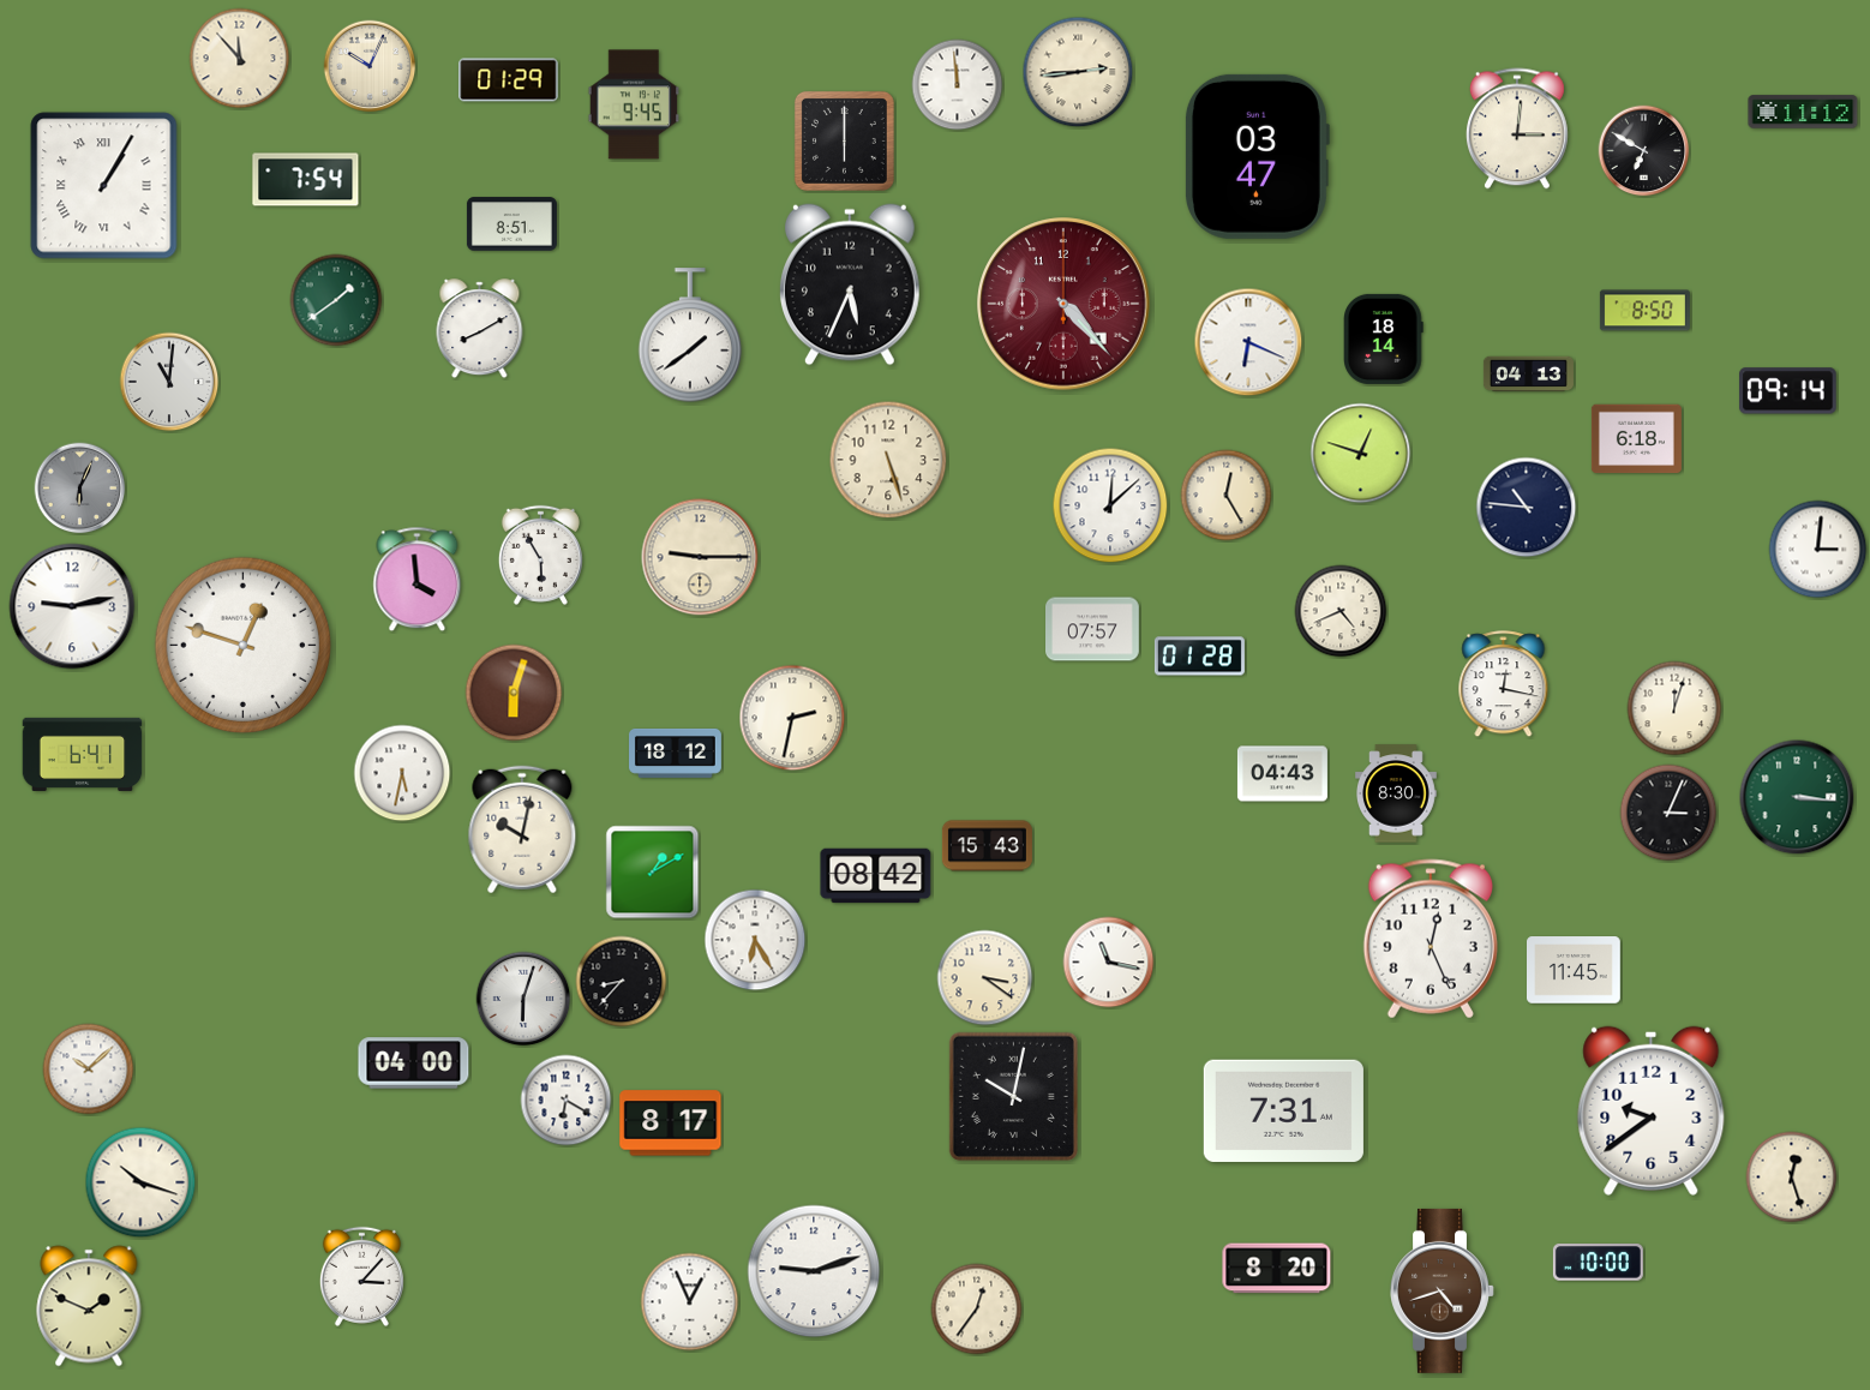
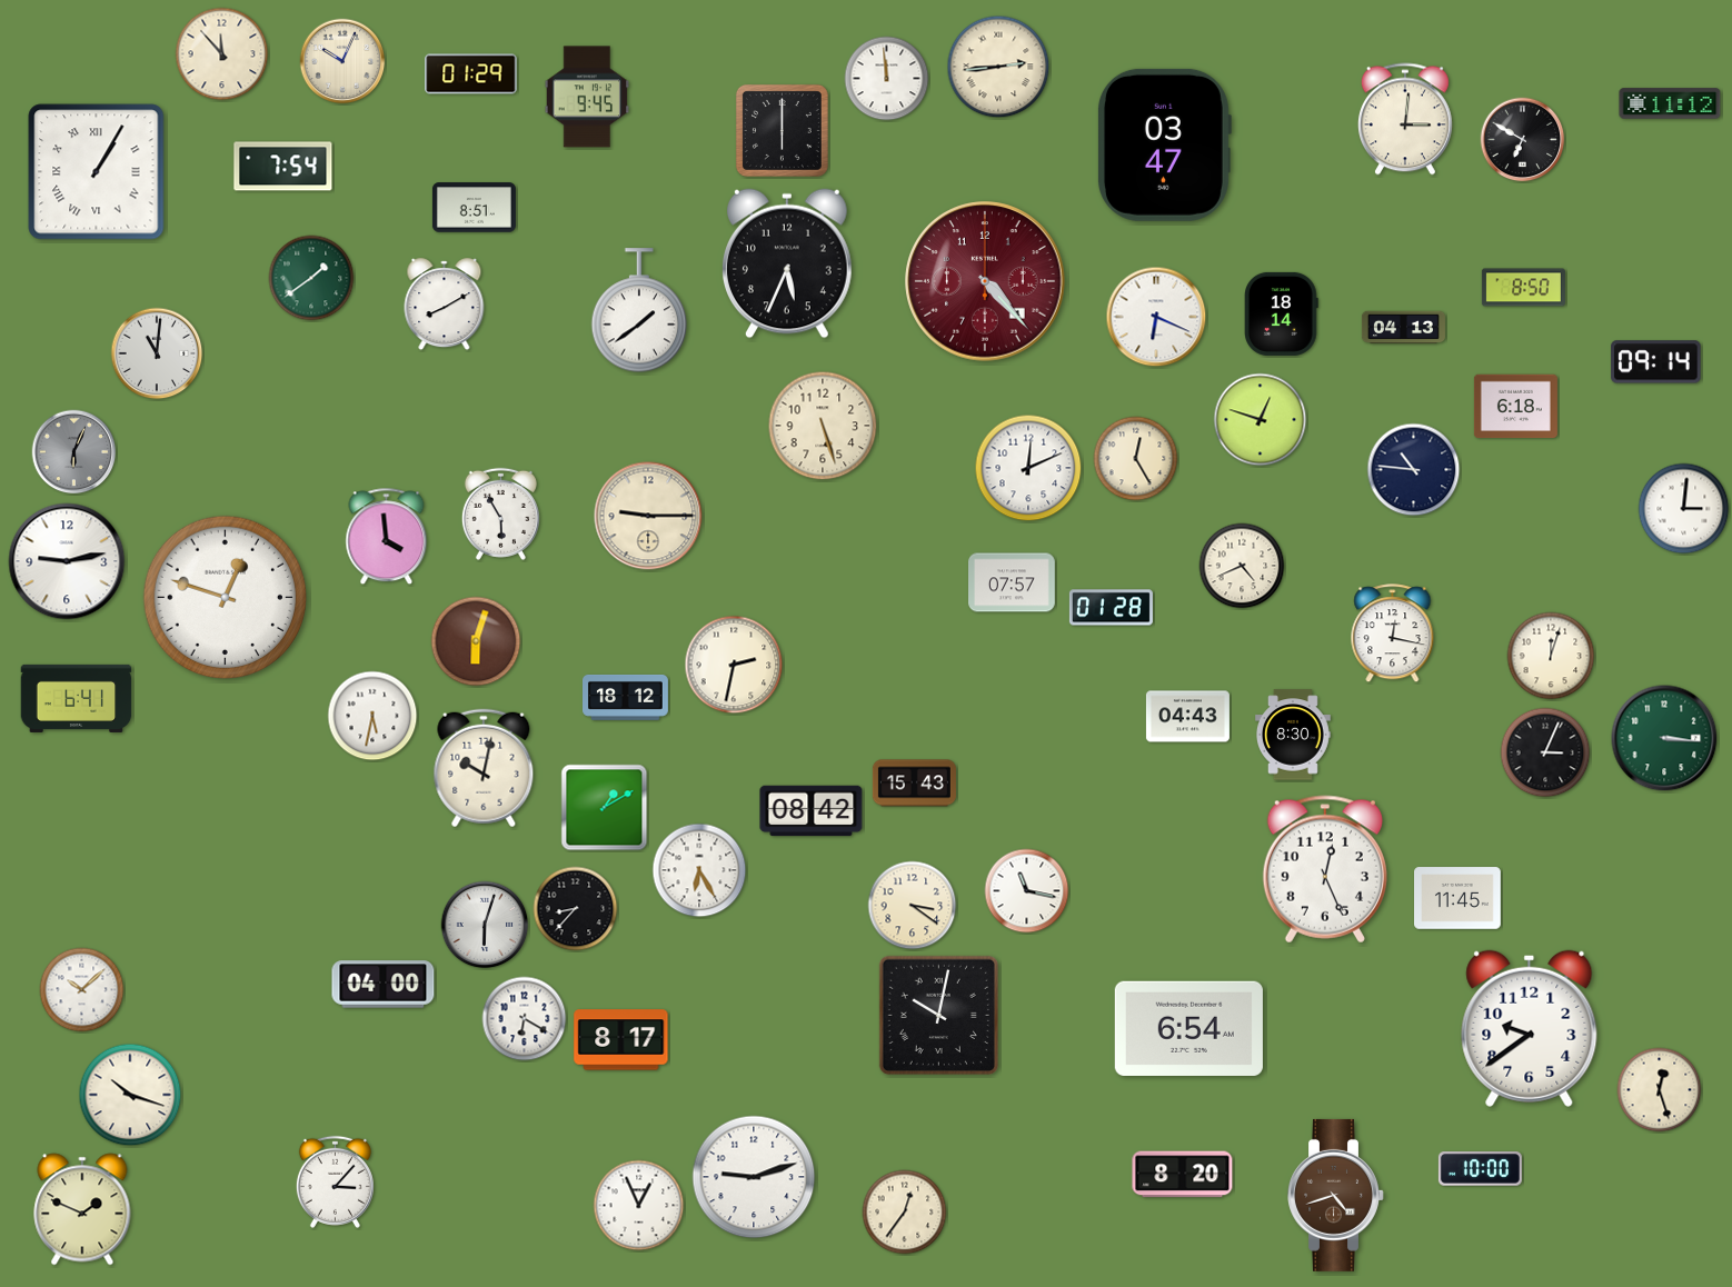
clock at (1528, 375) position: (1528, 375) -> (1403, 328)
clock at (1110, 505): 12:08 -> 12:11
clock at (1283, 1110): 7:31 -> 6:54
